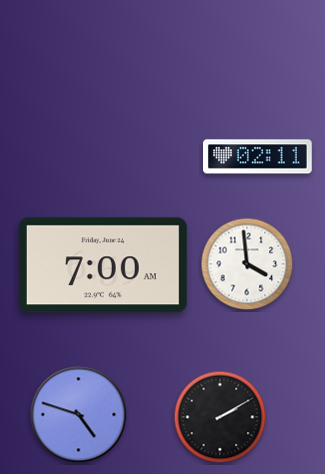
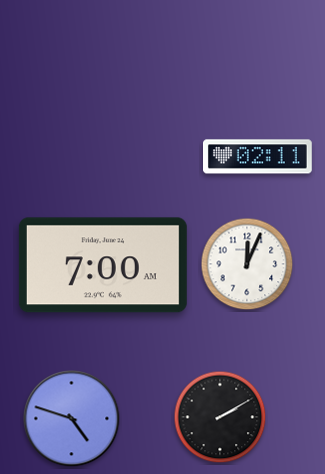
clock at (247, 264): 3:59 -> 12:04
clock at (79, 415) position: (79, 415) -> (72, 419)
